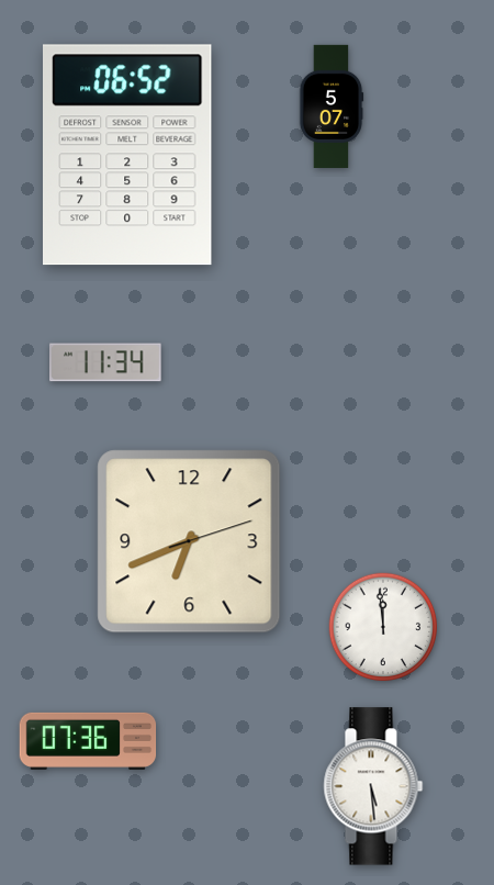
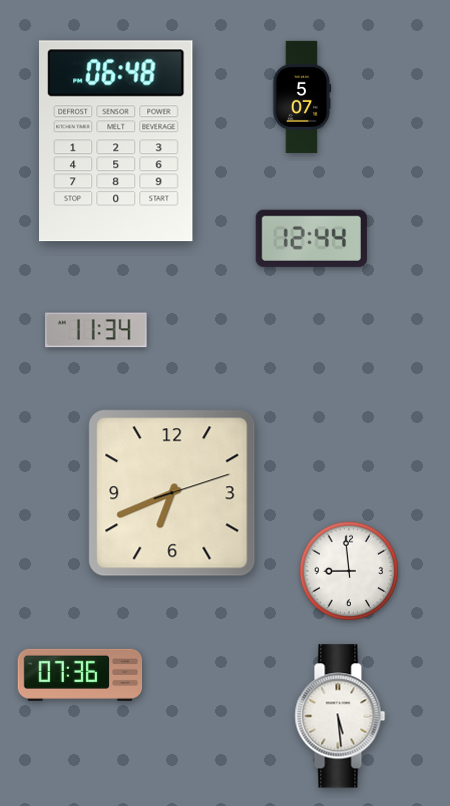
clock at (128, 155): 06:52 -> 06:48
clock at (311, 238): none -> 12:44
clock at (383, 627): 11:59 -> 8:59
